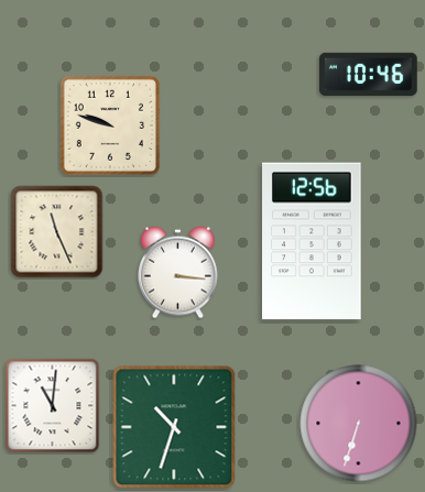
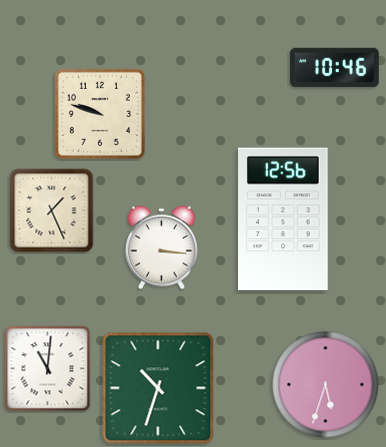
clock at (57, 232): 11:26 -> 1:26
clock at (359, 424): 6:33 -> 5:33
